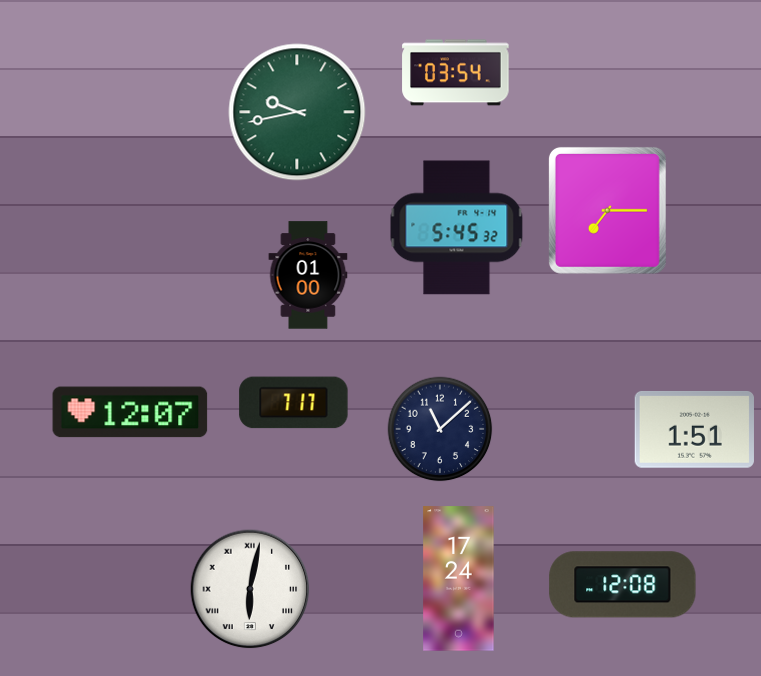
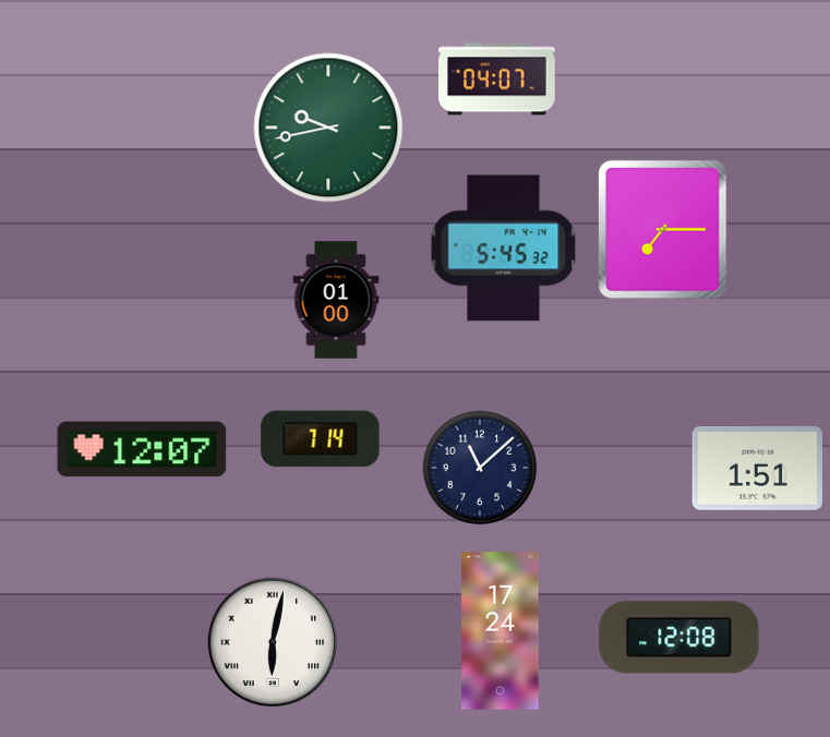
clock at (456, 73): 03:54 -> 04:07
clock at (297, 112) position: (297, 112) -> (328, 128)
clock at (457, 228) position: (457, 228) -> (504, 249)
clock at (294, 403): 7:17 -> 7:14
